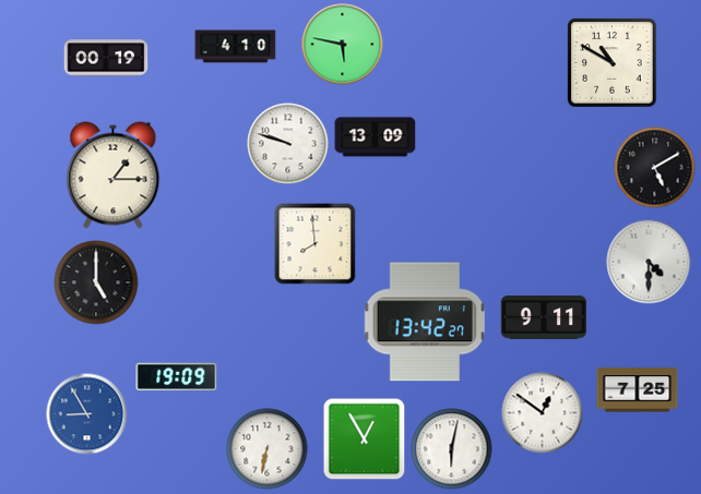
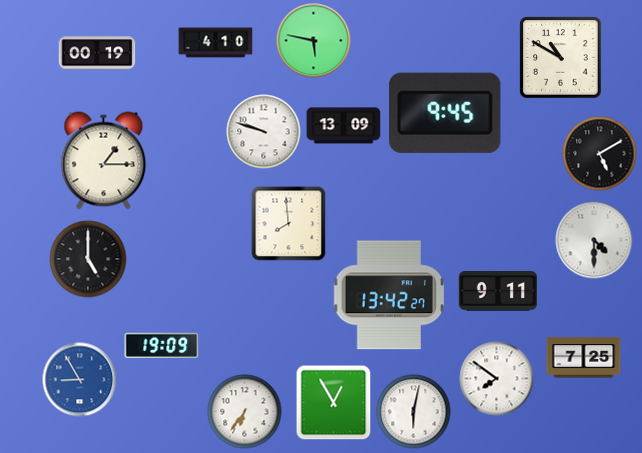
clock at (445, 113): none -> 9:45
clock at (543, 413): 12:51 -> 7:51
clock at (268, 449): 6:32 -> 6:36
